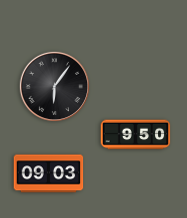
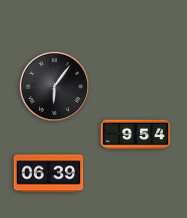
clock at (136, 135): 9:50 -> 9:54
clock at (49, 174): 09:03 -> 06:39
